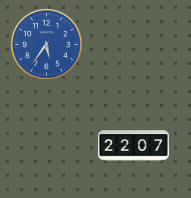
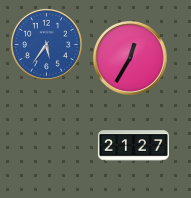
clock at (130, 58): none -> 12:35
clock at (133, 146): 22:07 -> 21:27
